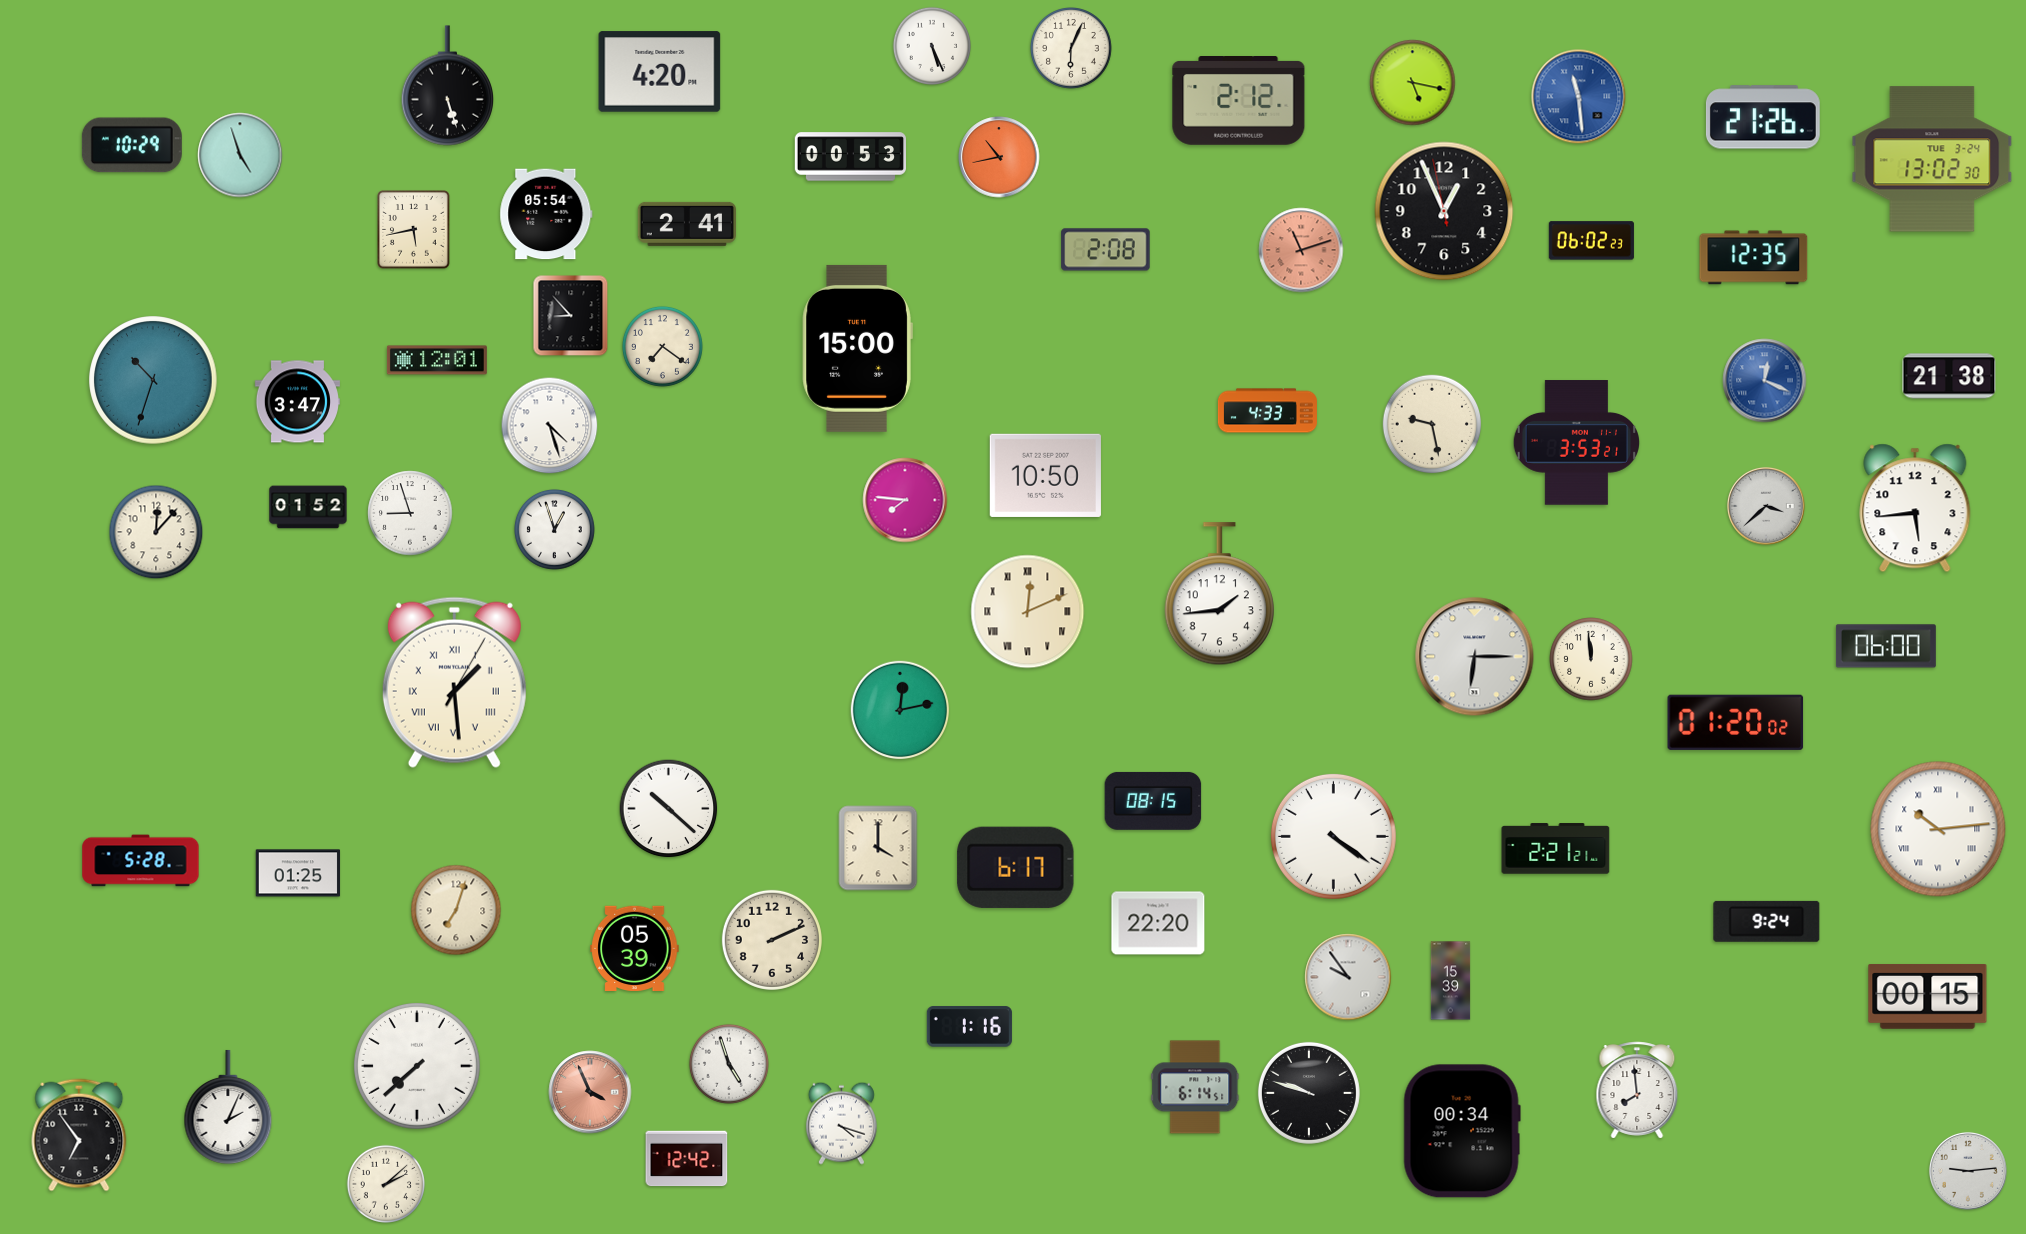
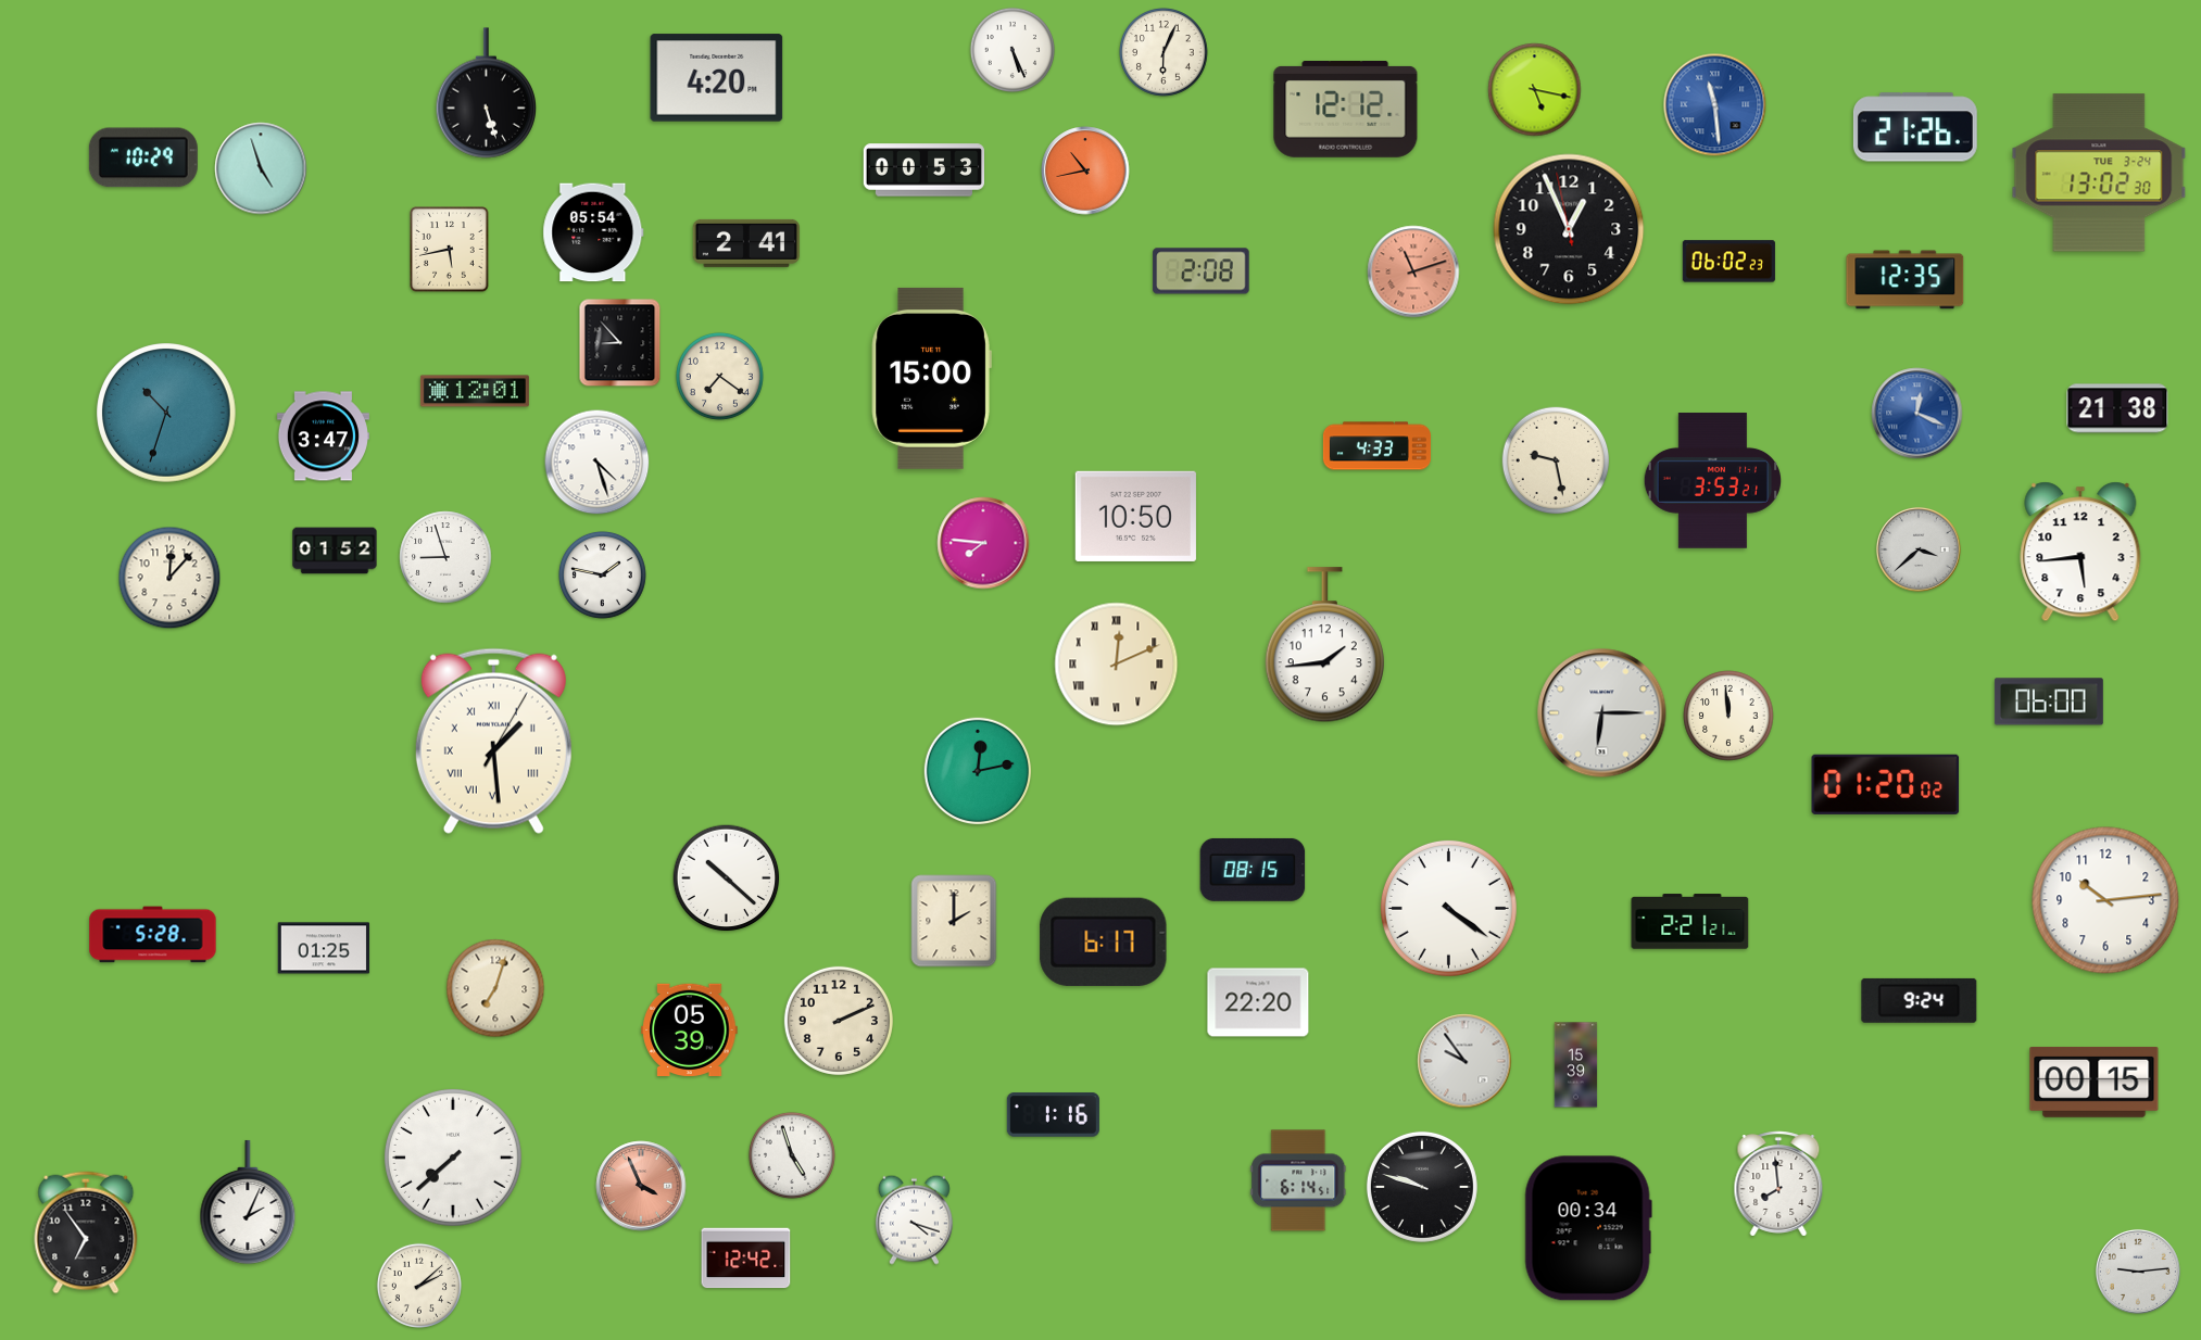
clock at (1239, 101): 2:12 -> 12:12
clock at (554, 529): 12:57 -> 1:47
clock at (1938, 829) numerals: Roman -> Arabic
clock at (878, 848): 4:00 -> 2:00
